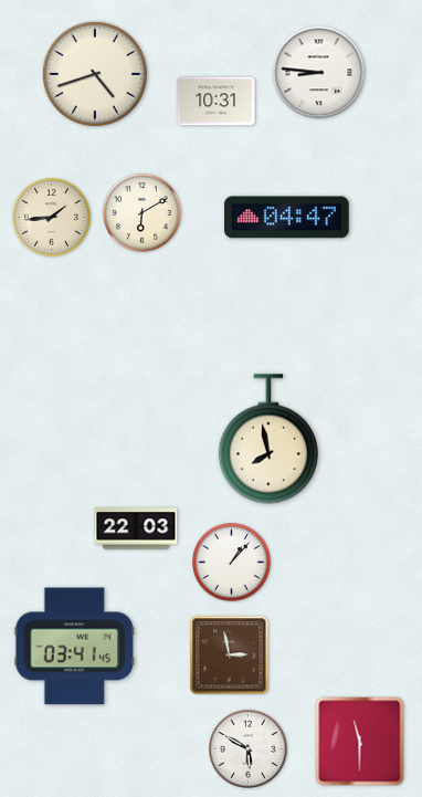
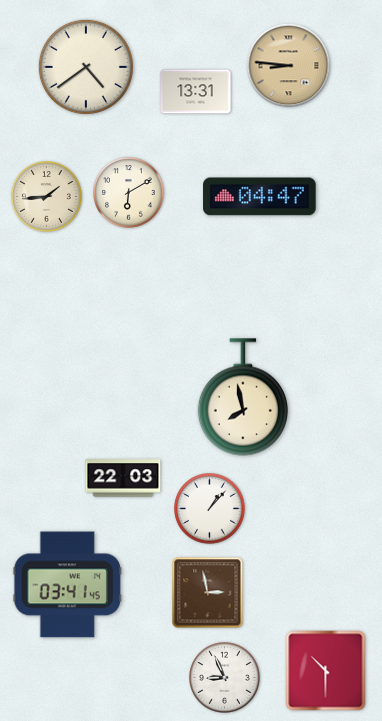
clock at (319, 73) dial: white -> champagne
clock at (95, 74): 4:42 -> 4:39
clock at (217, 102): 10:31 -> 13:31
clock at (360, 742): 11:30 -> 10:30
clock at (249, 749): 5:50 -> 8:56
